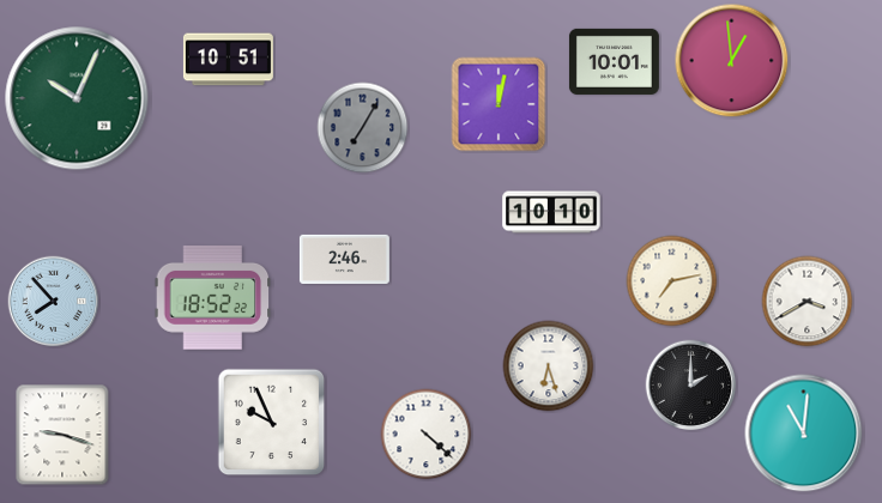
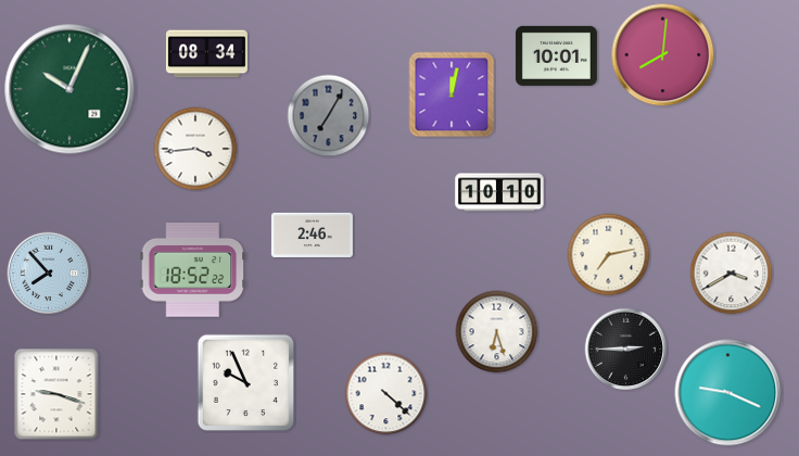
clock at (228, 60): 10:51 -> 08:34
clock at (732, 61): 12:59 -> 8:01
clock at (195, 149): none -> 3:44
clock at (691, 386): 2:00 -> 2:45
clock at (804, 434): 11:01 -> 9:19
